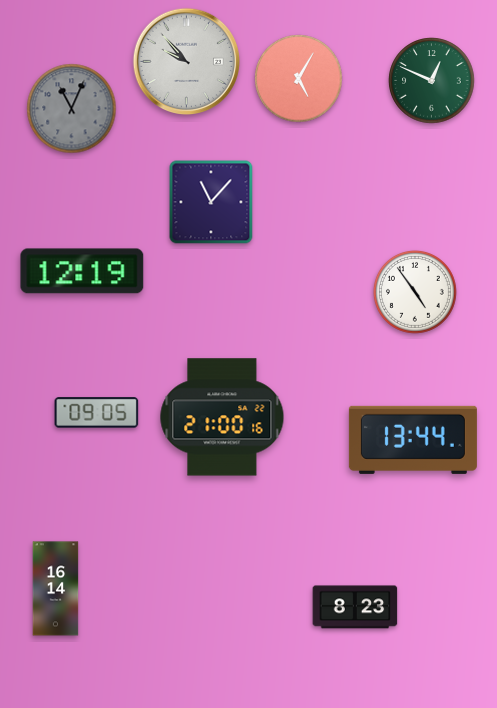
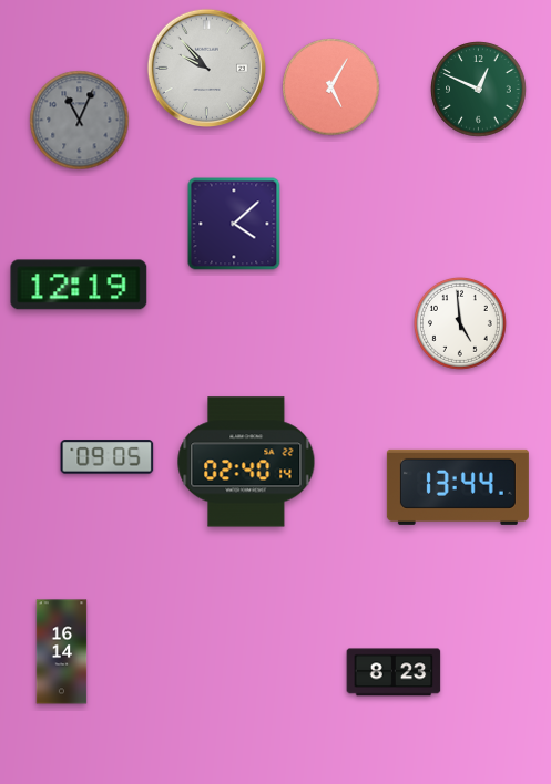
clock at (211, 202): 11:07 -> 4:08
clock at (82, 271) position: (82, 271) -> (79, 285)
clock at (415, 292): 4:54 -> 4:59
clock at (222, 417): 21:00 -> 02:40
